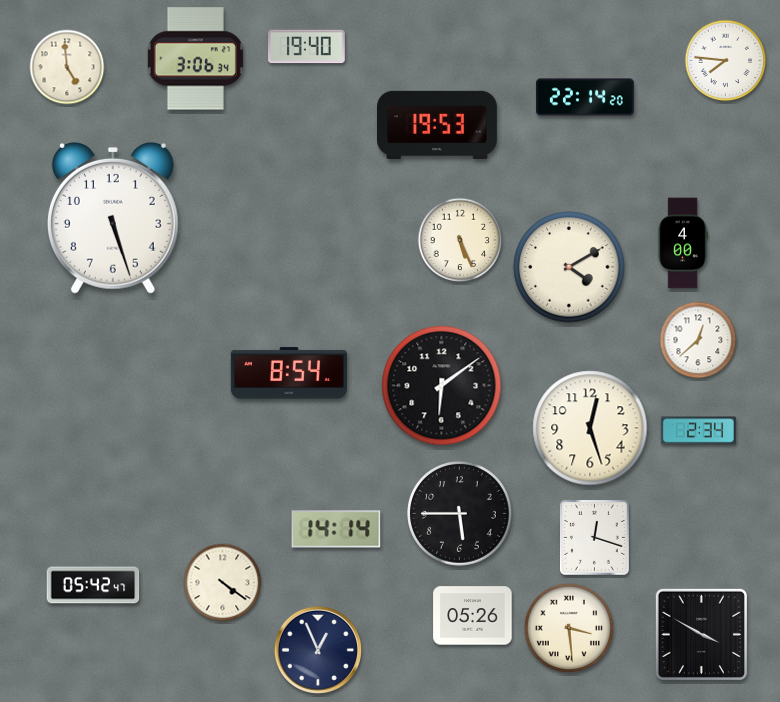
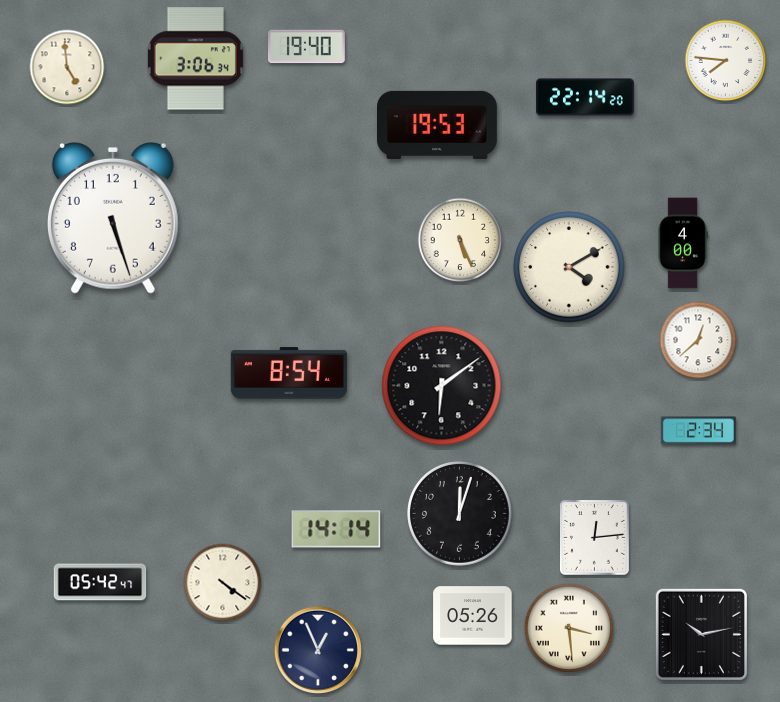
clock at (590, 428): 12:27 -> none
clock at (460, 514): 5:45 -> 12:03
clock at (595, 538): 12:18 -> 12:14
clock at (93, 585) position: (93, 585) -> (100, 582)
clock at (701, 634): 3:50 -> 10:13
